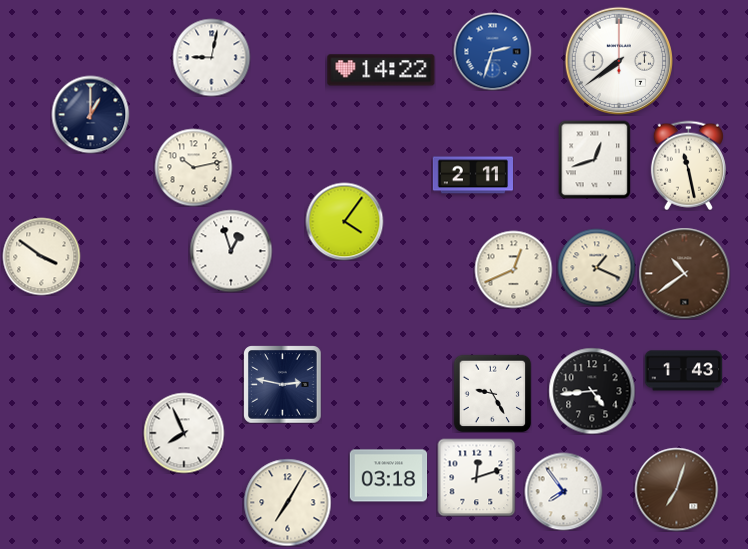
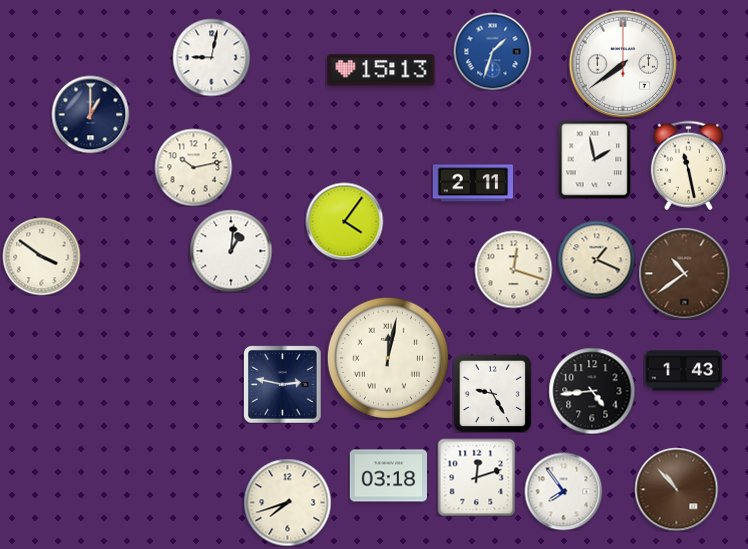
clock at (492, 51): 2:33 -> 1:33
clock at (618, 60) position: (618, 60) -> (622, 63)
clock at (381, 70): 14:22 -> 15:13
clock at (595, 159): 12:42 -> 1:58
clock at (472, 175) position: (472, 175) -> (472, 183)
clock at (231, 251): 12:57 -> 1:01
clock at (596, 267) position: (596, 267) -> (596, 259)
clock at (513, 269): 12:41 -> 12:18
clock at (388, 358): none -> 12:02
clock at (184, 433): 7:56 -> none
clock at (676, 489): 7:03 -> 10:53
clock at (287, 502): 7:05 -> 7:42
